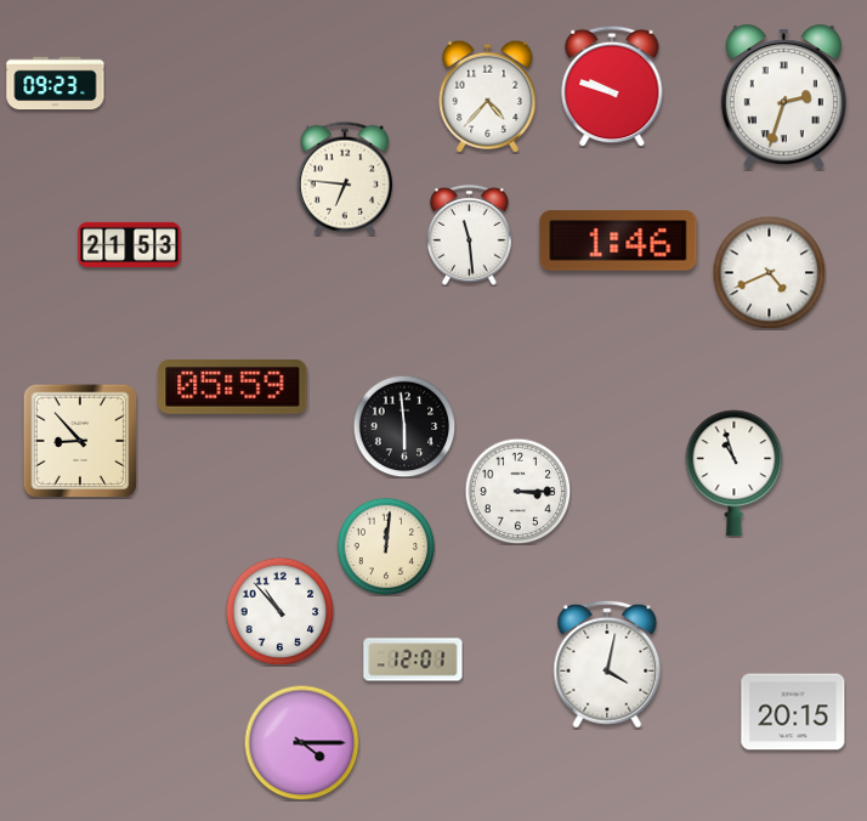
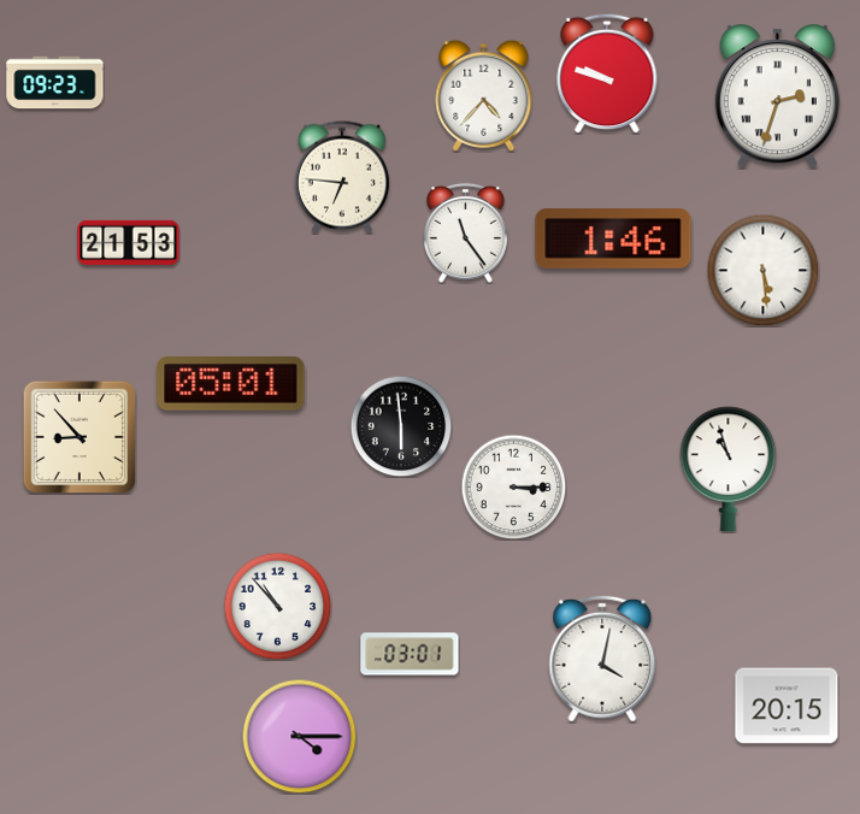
clock at (612, 86) position: (612, 86) -> (607, 73)
clock at (470, 234): 11:29 -> 11:24
clock at (769, 272): 4:41 -> 5:29
clock at (233, 387): 05:59 -> 05:01
clock at (404, 426) position: (404, 426) -> (401, 426)
clock at (386, 547): 12:01 -> none
clock at (413, 659): 12:01 -> 03:01
